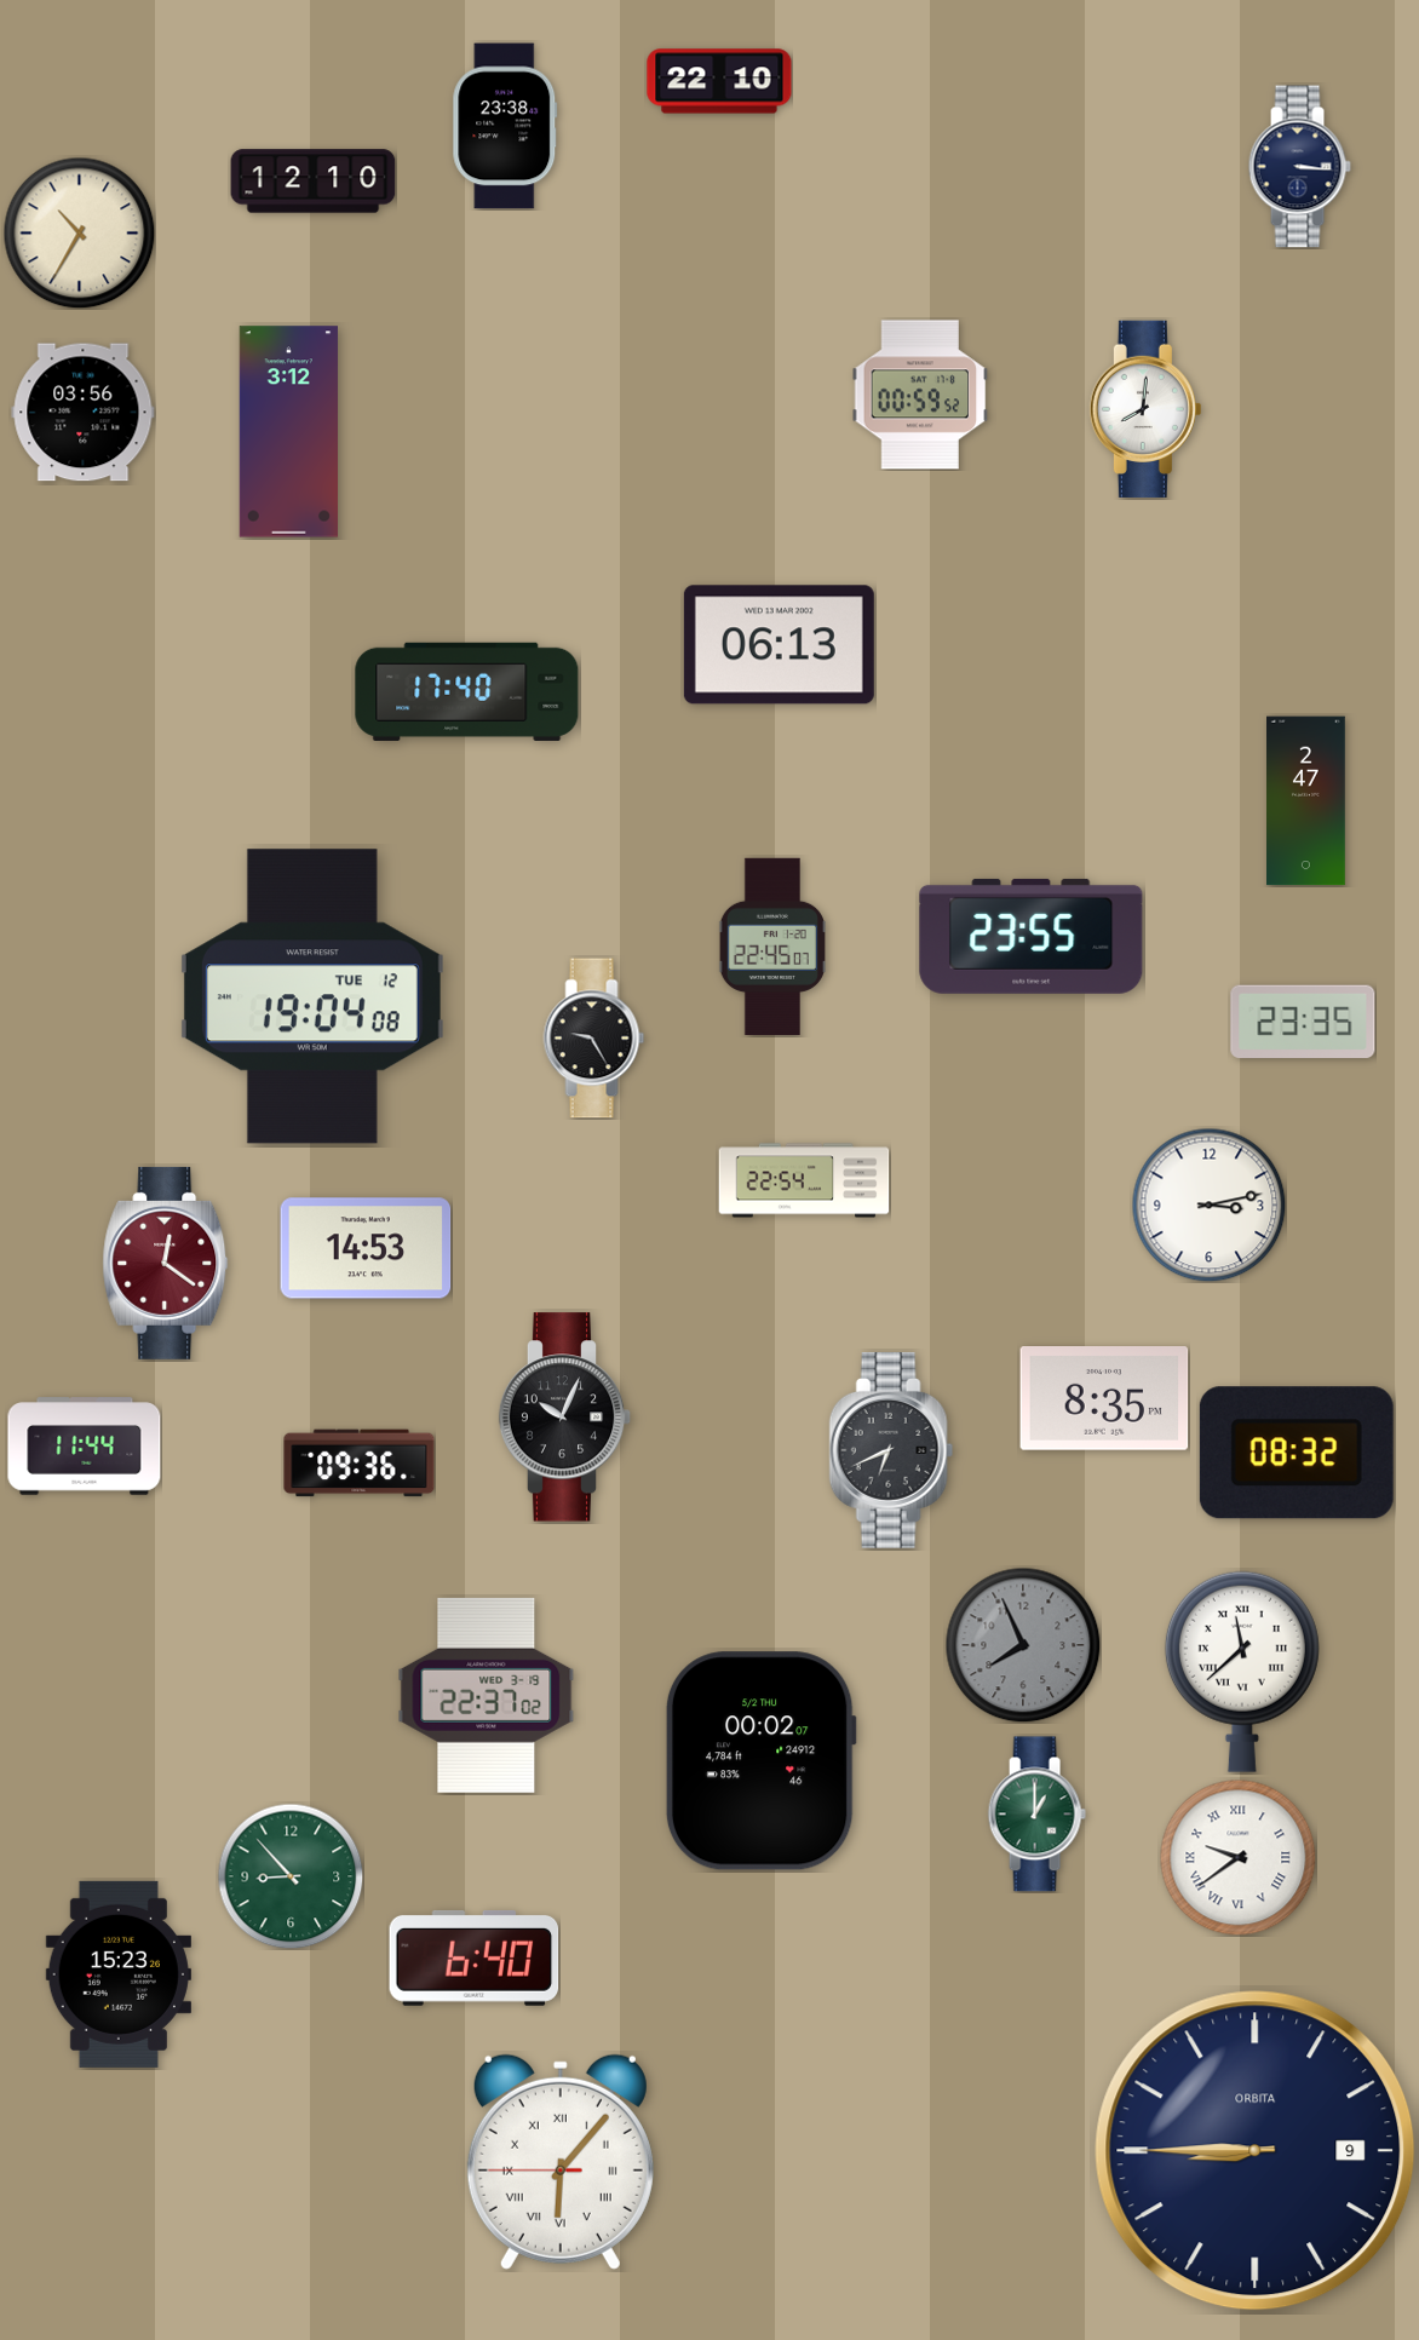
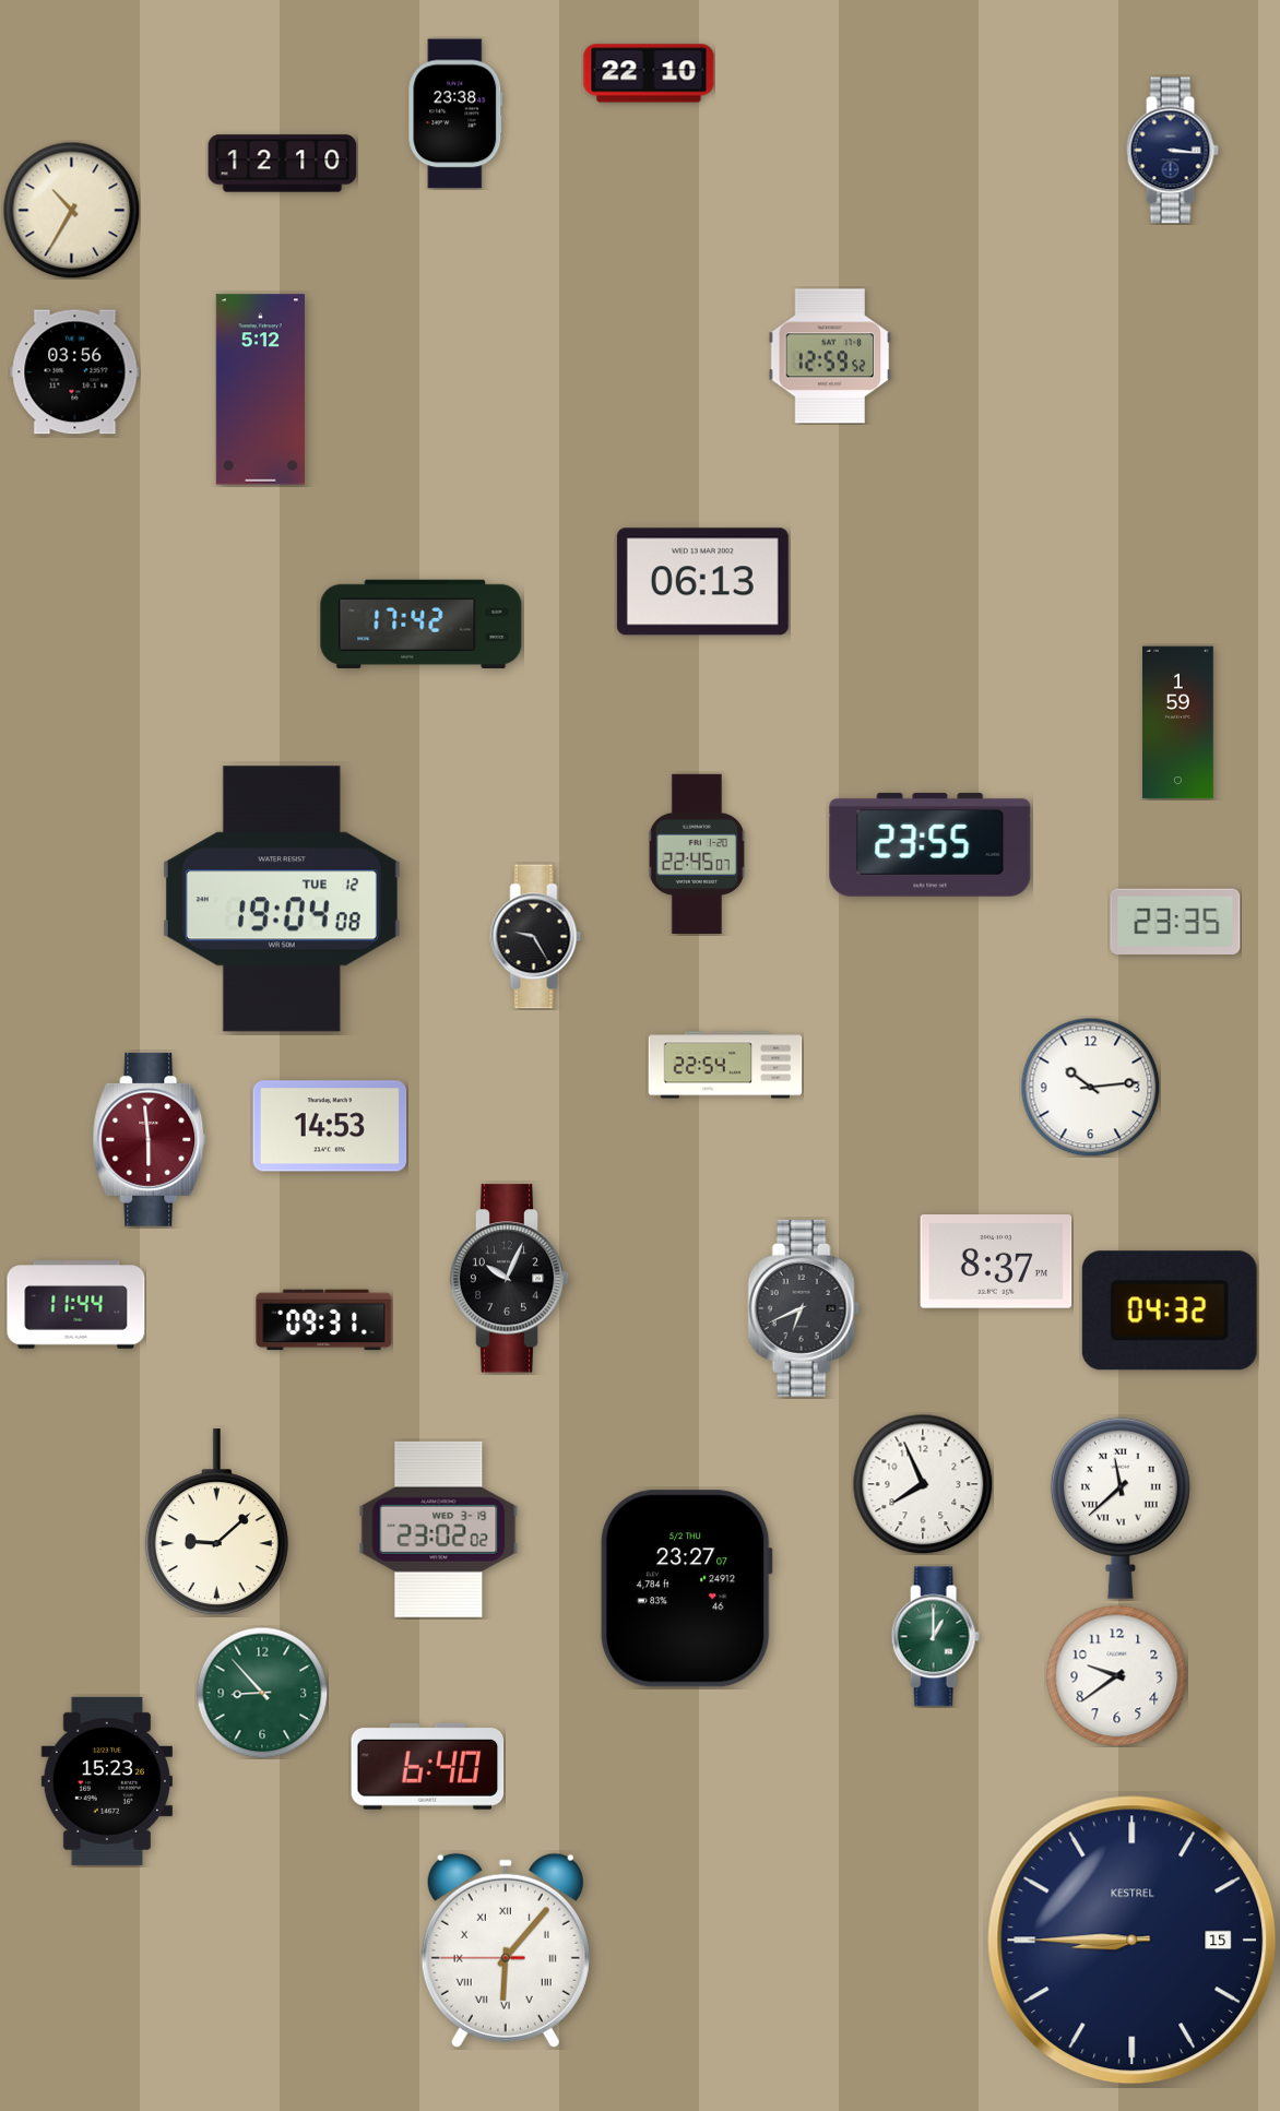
clock at (920, 395): 00:59 -> 12:59
clock at (1145, 409): 8:01 -> none
clock at (288, 432): 3:12 -> 5:12
clock at (467, 691): 17:40 -> 17:42
clock at (1306, 801): 2:47 -> 1:59
clock at (1208, 1205): 3:13 -> 10:14
clock at (166, 1263): 12:21 -> 5:59
clock at (1104, 1399): 8:35 -> 8:37
clock at (1297, 1453): 08:32 -> 04:32
clock at (360, 1464): 09:36 -> 09:31
clock at (1023, 1645) dial: grey -> white
clock at (216, 1522): none -> 9:08
clock at (487, 1695): 22:37 -> 23:02
clock at (760, 1761): 00:02 -> 23:27
clock at (1237, 1857) numerals: Roman -> Arabic
clock at (1256, 2151) date: 9 -> 15
clock at (1256, 2151) brand: ORBITA -> KESTREL
